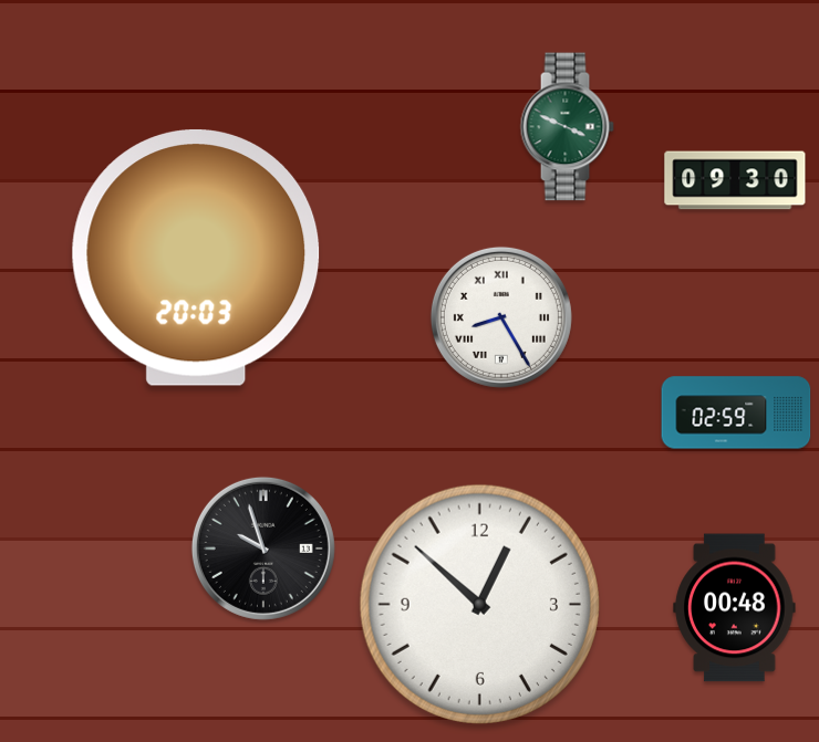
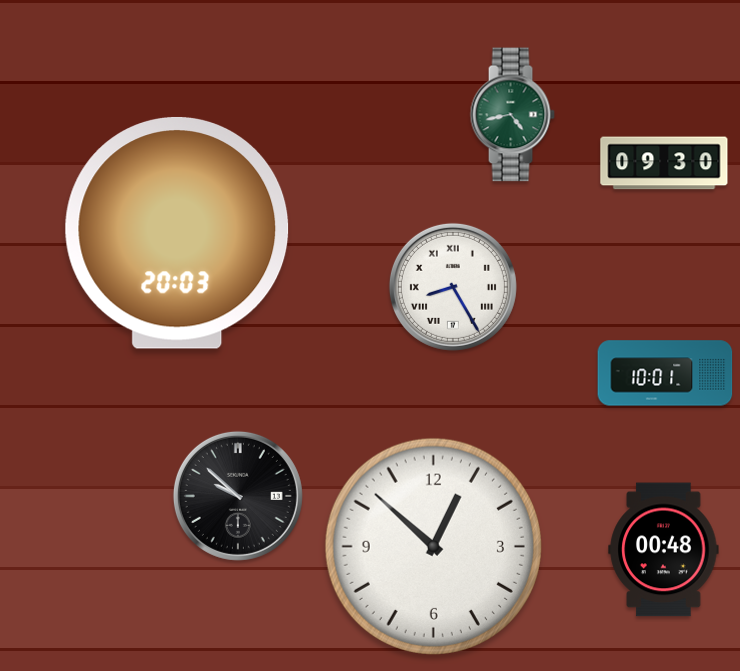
clock at (567, 127): 3:49 -> 4:43
clock at (736, 412): 02:59 -> 10:01
clock at (263, 548): 9:57 -> 9:52
